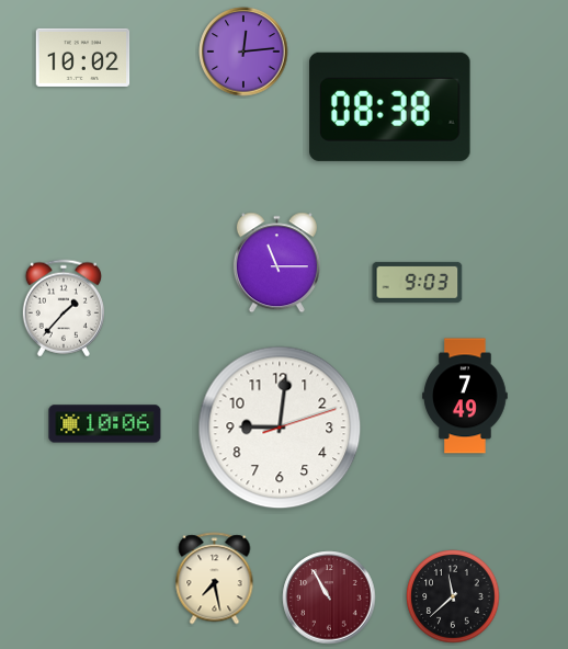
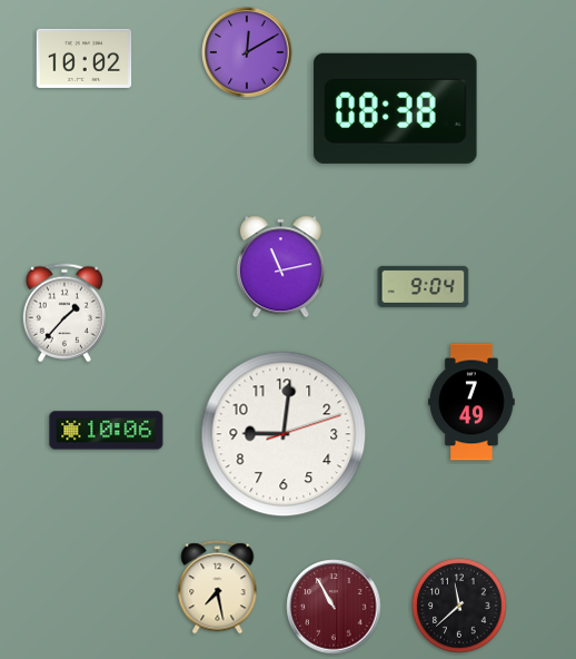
clock at (243, 52): 12:14 -> 12:10
clock at (276, 263): 11:15 -> 11:13
clock at (418, 282): 9:03 -> 9:04
